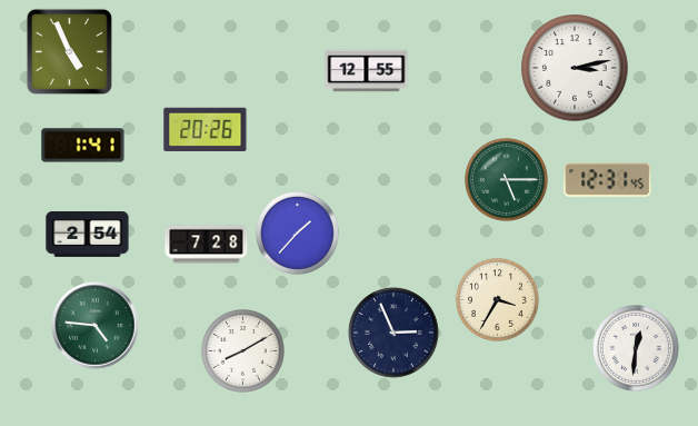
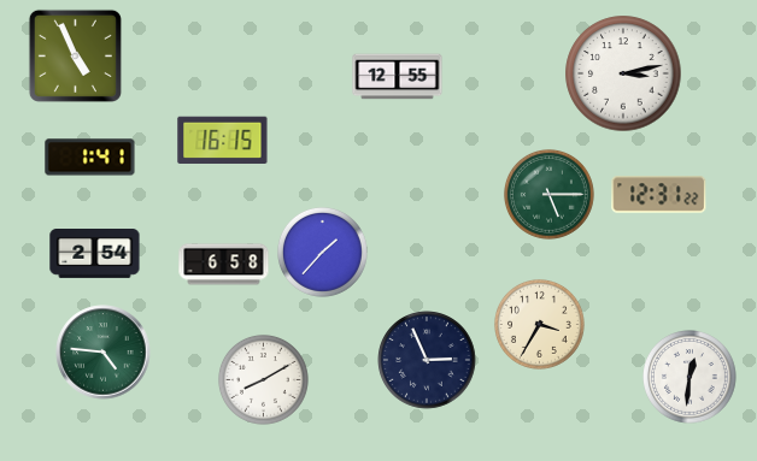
clock at (206, 129): 20:26 -> 16:15
clock at (608, 180): 12:31:45 -> 12:31:22
clock at (207, 245): 7:28 -> 6:58
